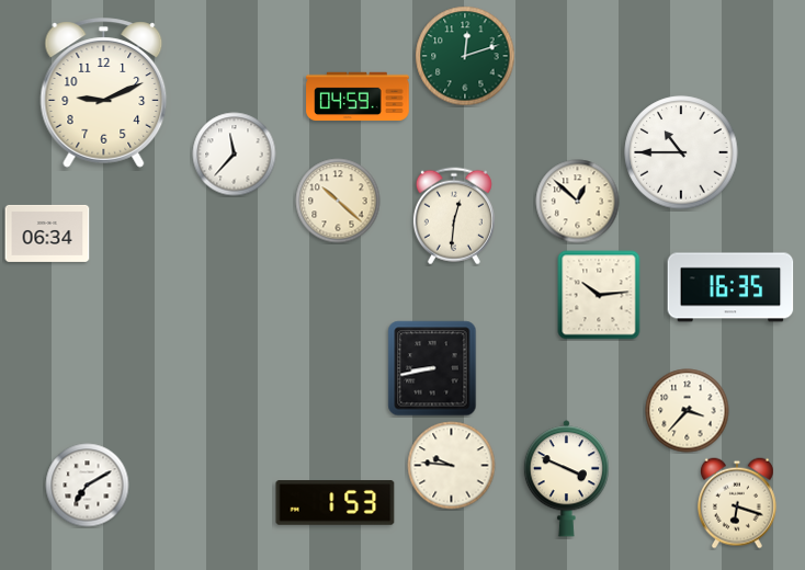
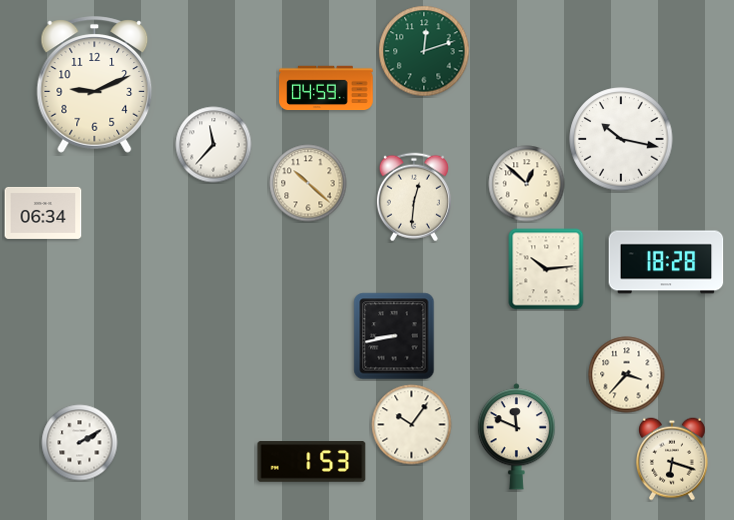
clock at (681, 152): 10:45 -> 10:17
clock at (235, 155) position: (235, 155) -> (214, 145)
clock at (730, 287): 16:35 -> 18:28
clock at (452, 466): 9:46 -> 10:06
clock at (566, 479): 3:49 -> 11:49
clock at (88, 486): 7:10 -> 2:10
clock at (336, 503) position: (336, 503) -> (312, 462)
